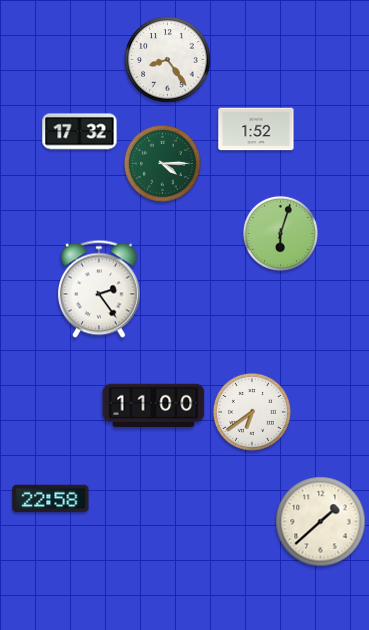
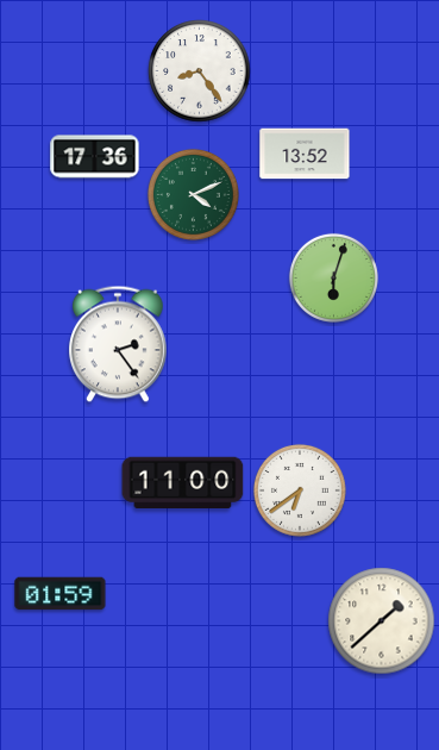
clock at (256, 129): 1:52 -> 13:52
clock at (80, 132): 17:32 -> 17:36
clock at (162, 163): 4:15 -> 4:11
clock at (51, 499): 22:58 -> 01:59
